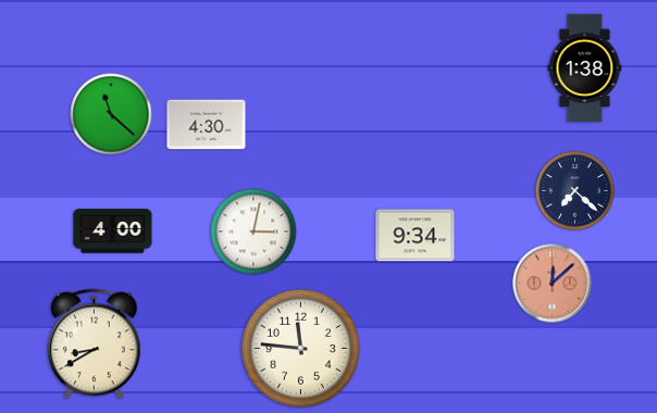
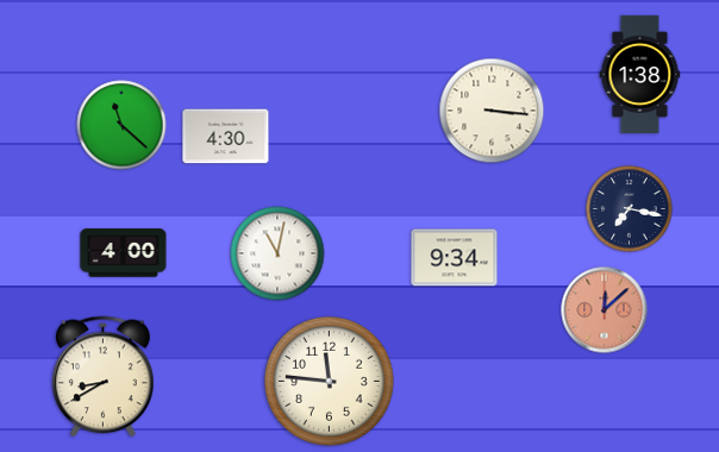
clock at (492, 111): none -> 3:16
clock at (575, 191): 7:22 -> 7:17
clock at (253, 231): 3:02 -> 11:02
